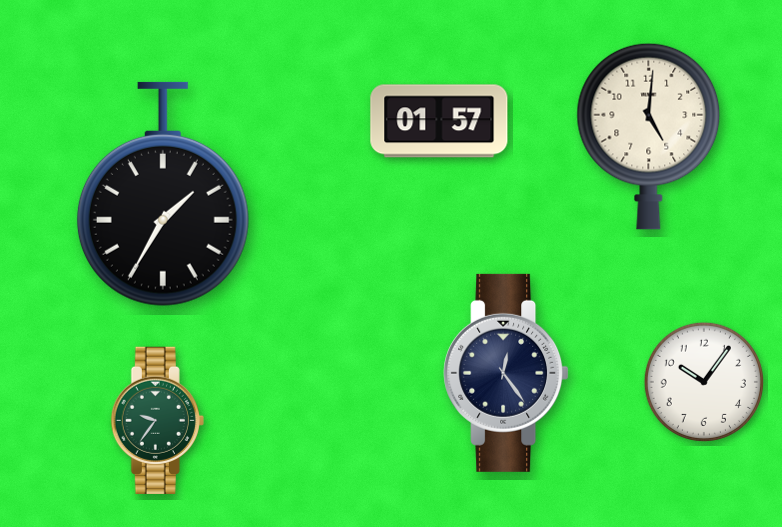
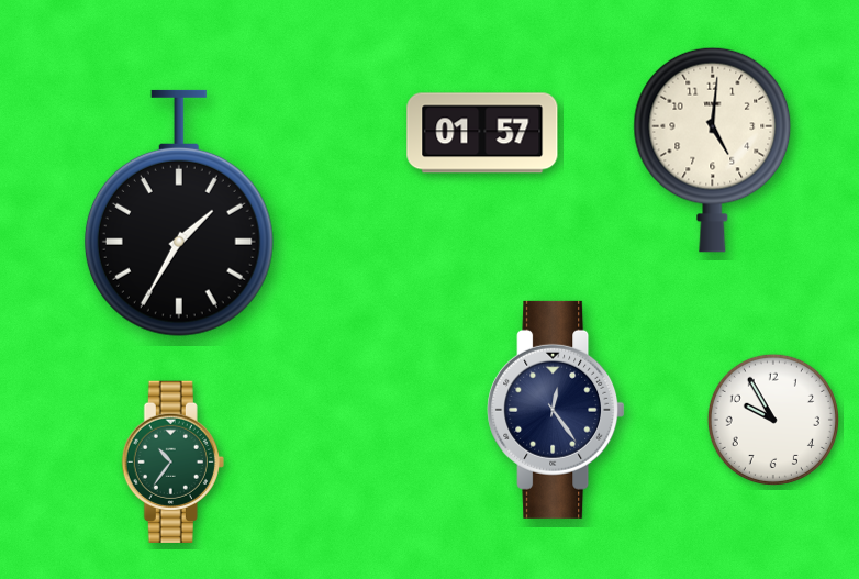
clock at (704, 382): 10:06 -> 9:55
clock at (157, 420): 9:36 -> 10:36
